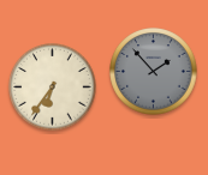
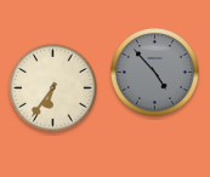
clock at (154, 72): 1:53 -> 4:53
